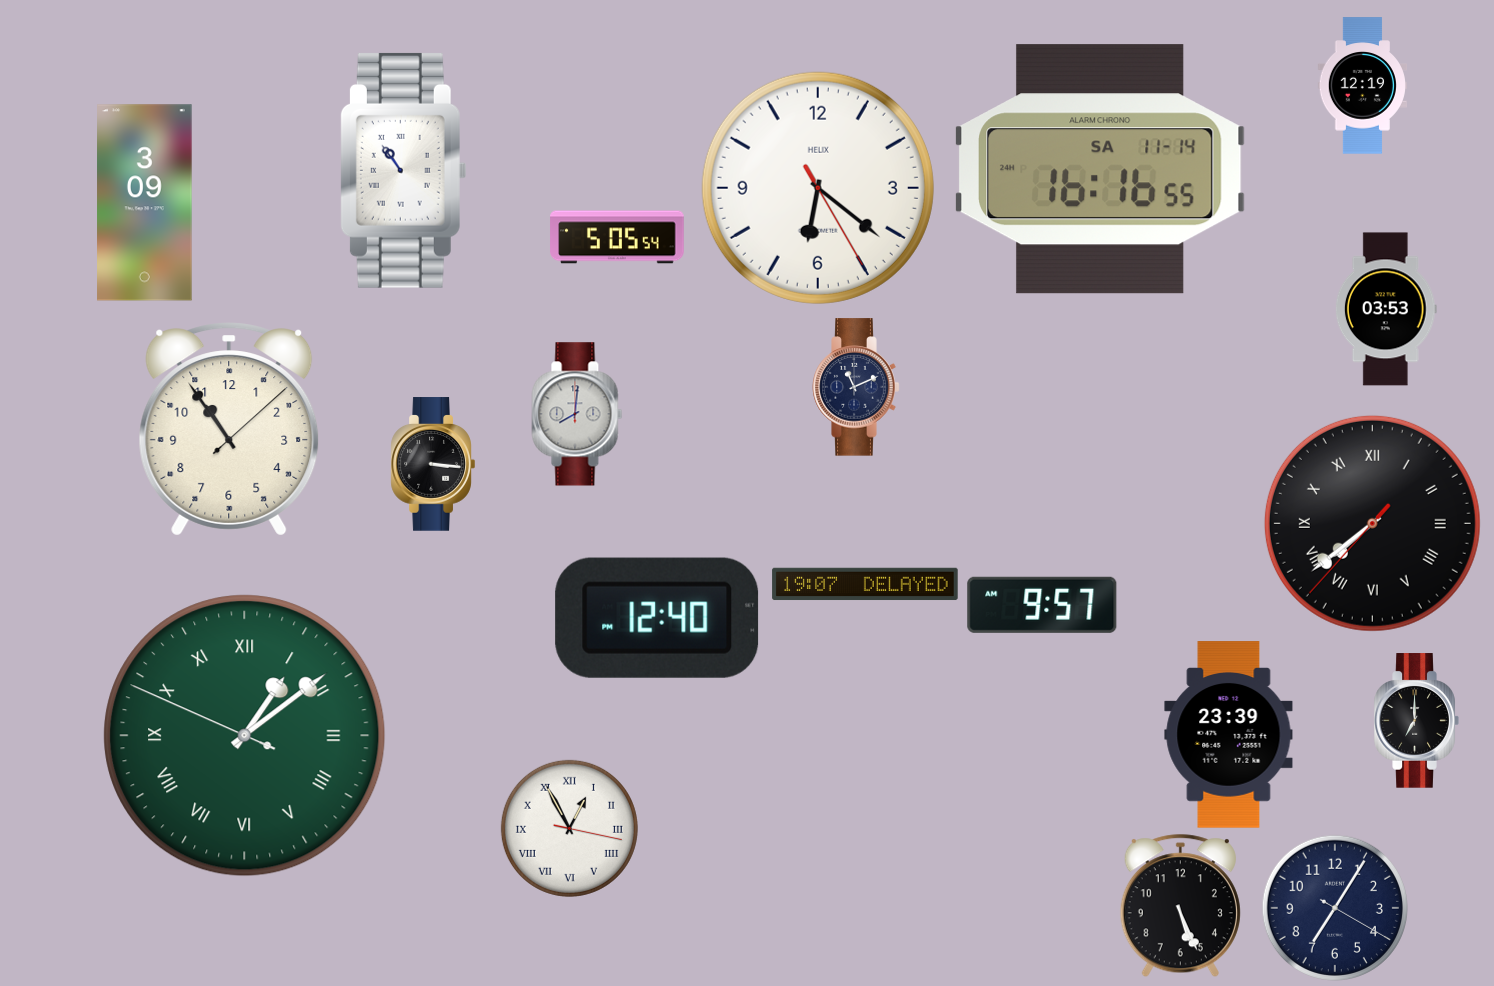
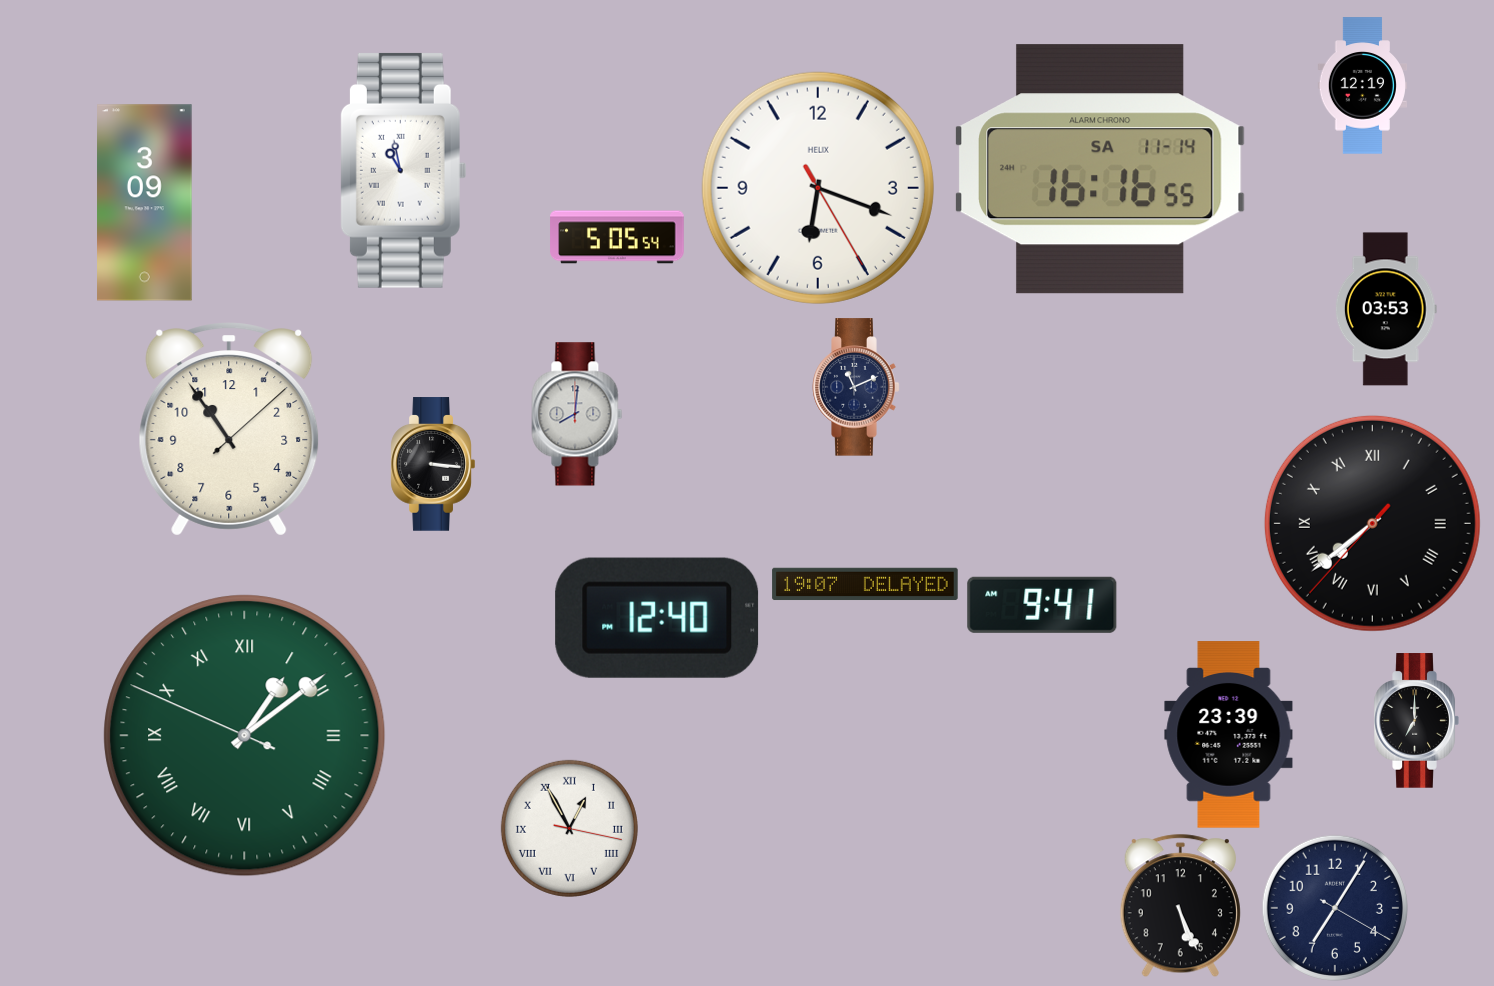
clock at (403, 170): 10:54 -> 10:58
clock at (818, 188): 6:21 -> 6:18
clock at (1042, 605): 9:57 -> 9:41
